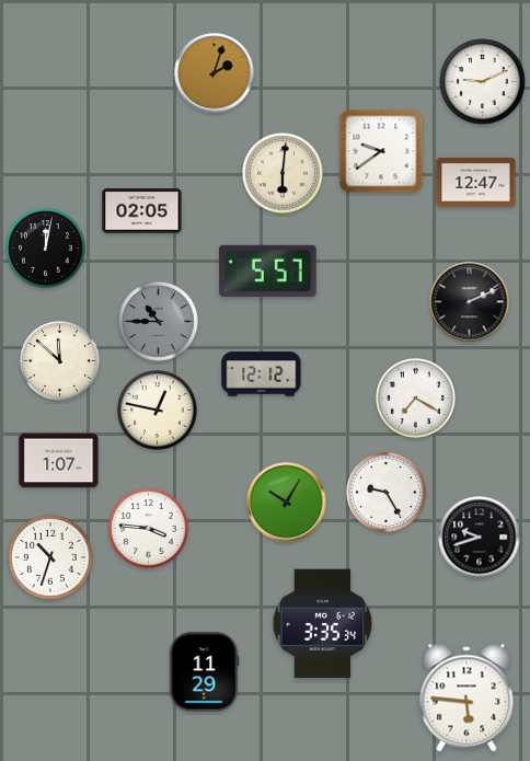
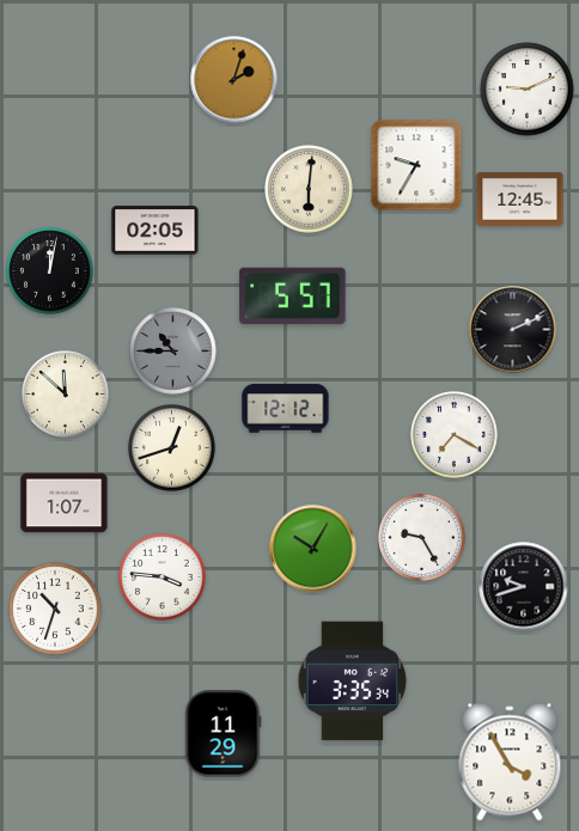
clock at (381, 151): 9:39 -> 9:35
clock at (476, 183): 12:47 -> 12:45
clock at (158, 411): 12:47 -> 12:42
clock at (466, 697): 5:46 -> 3:55
